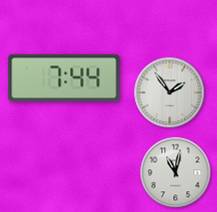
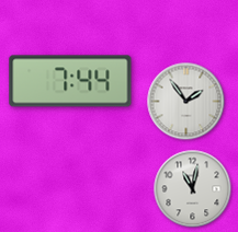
clock at (64, 78) position: (64, 78) -> (70, 81)
